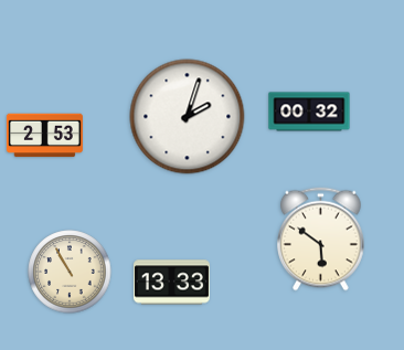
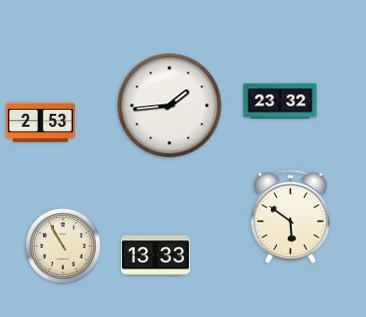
clock at (309, 112): 00:32 -> 23:32
clock at (188, 117): 2:03 -> 1:44
